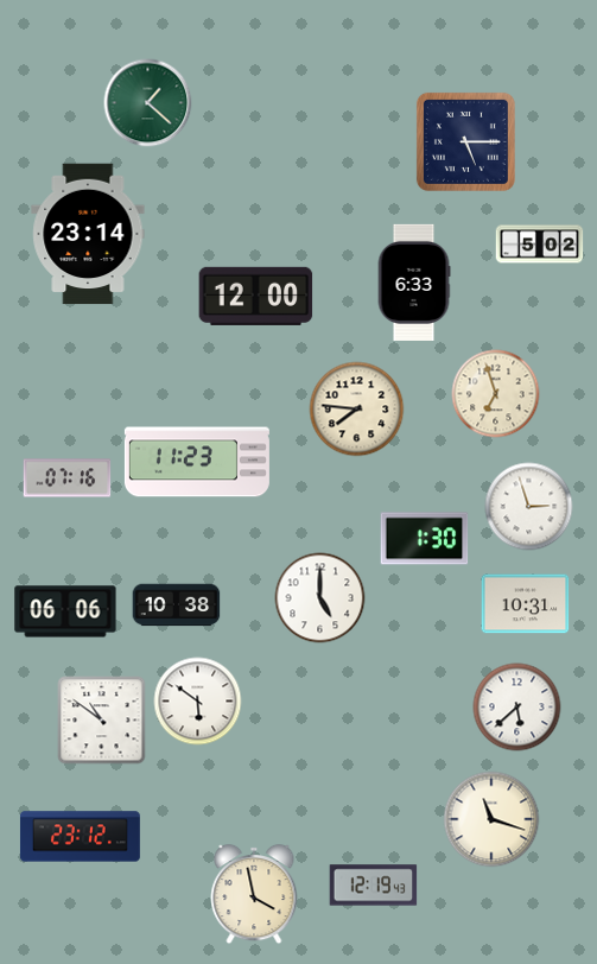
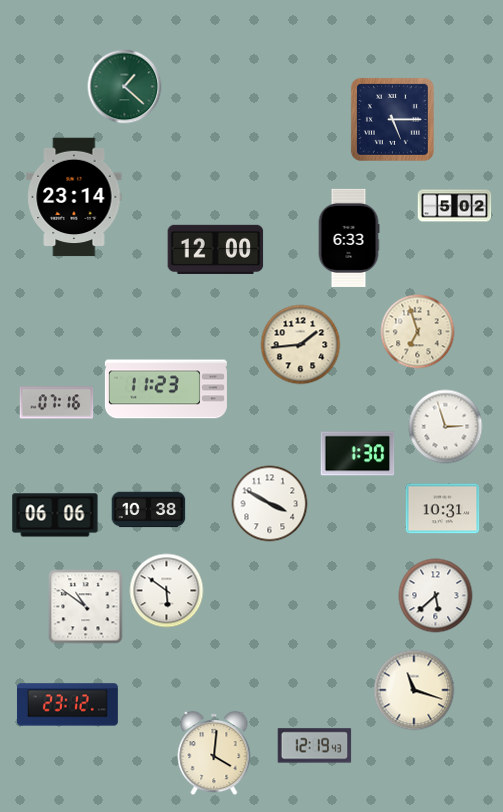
clock at (357, 410): 7:46 -> 1:44
clock at (320, 598): 5:00 -> 3:50
clock at (254, 894): 3:58 -> 4:01
